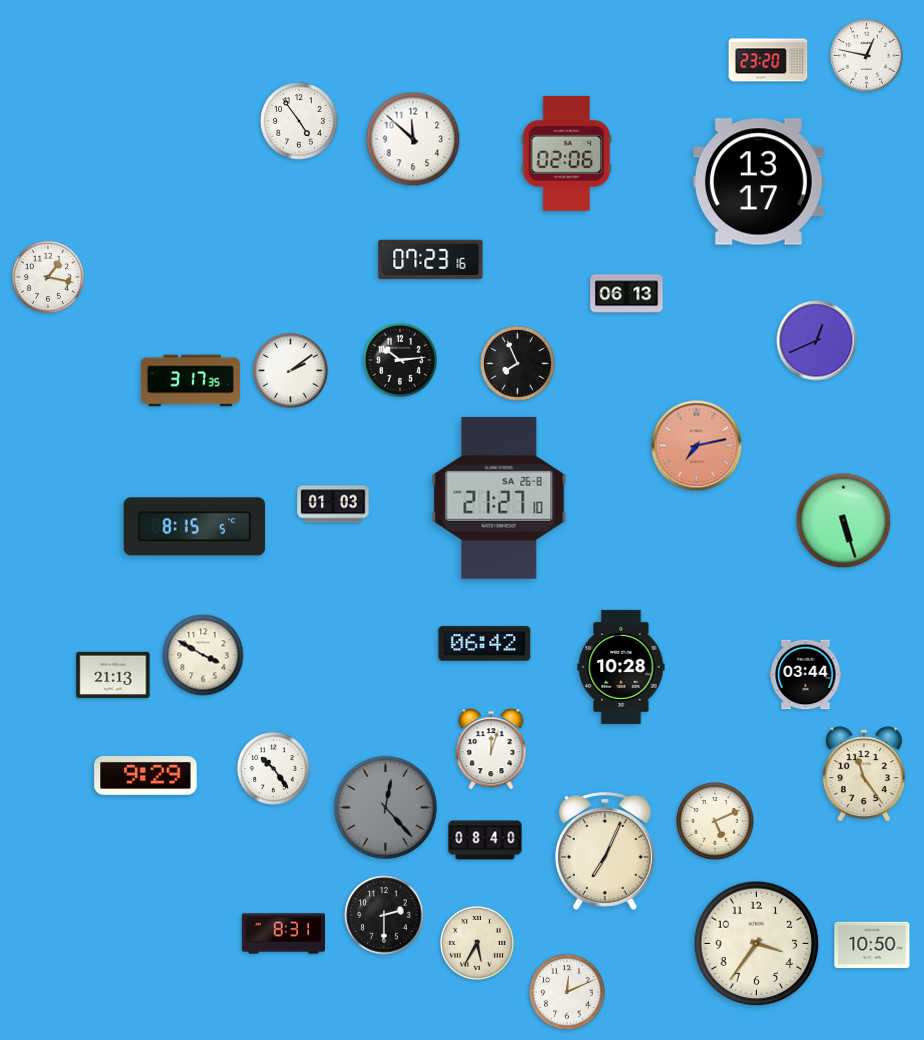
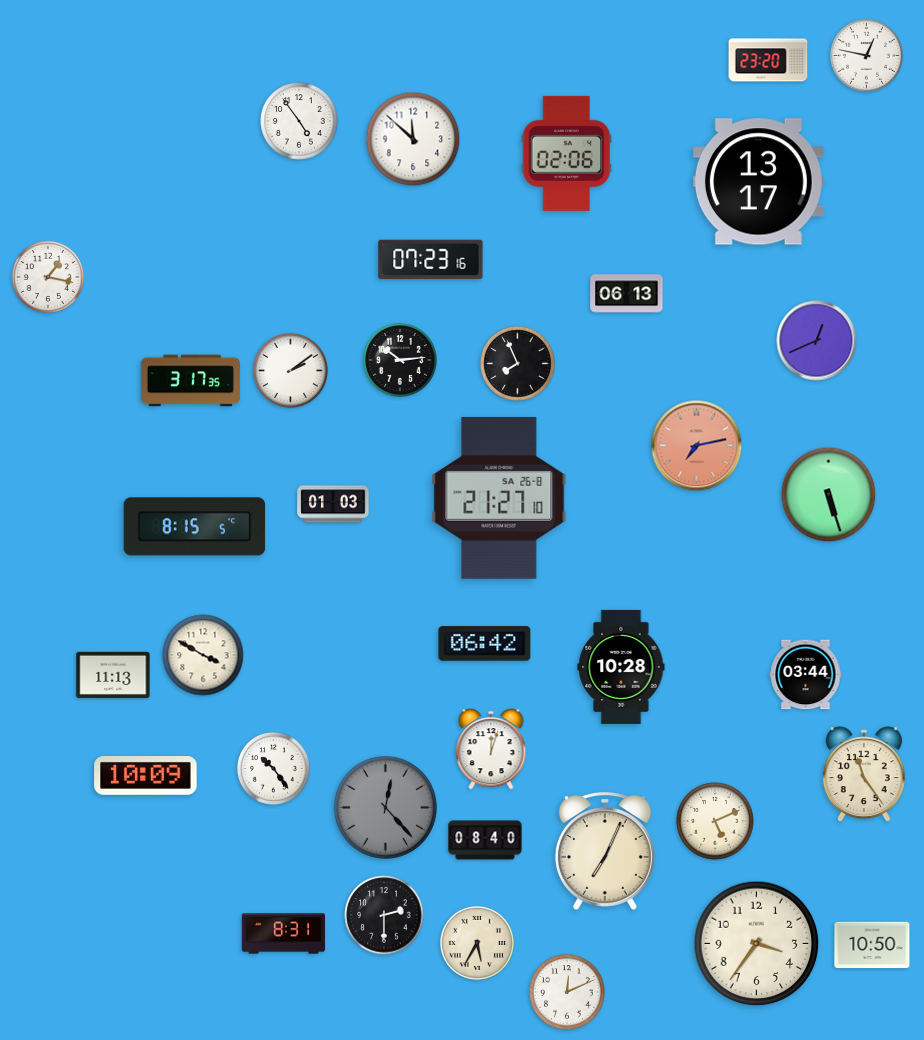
clock at (844, 521) position: (844, 521) -> (829, 495)
clock at (113, 675): 21:13 -> 11:13
clock at (146, 776): 9:29 -> 10:09
